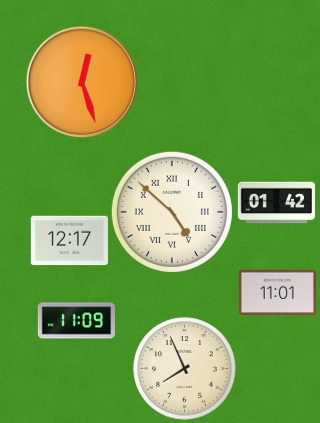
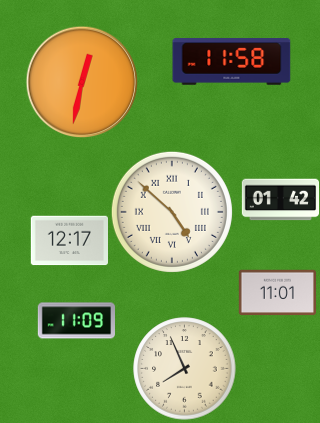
clock at (232, 62): none -> 11:58
clock at (82, 82): 12:27 -> 12:32
clock at (276, 203) position: (276, 203) -> (280, 200)
